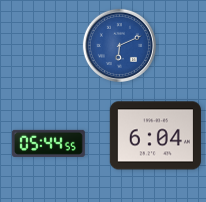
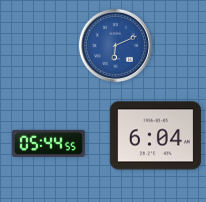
clock at (119, 45) position: (119, 45) -> (115, 45)
